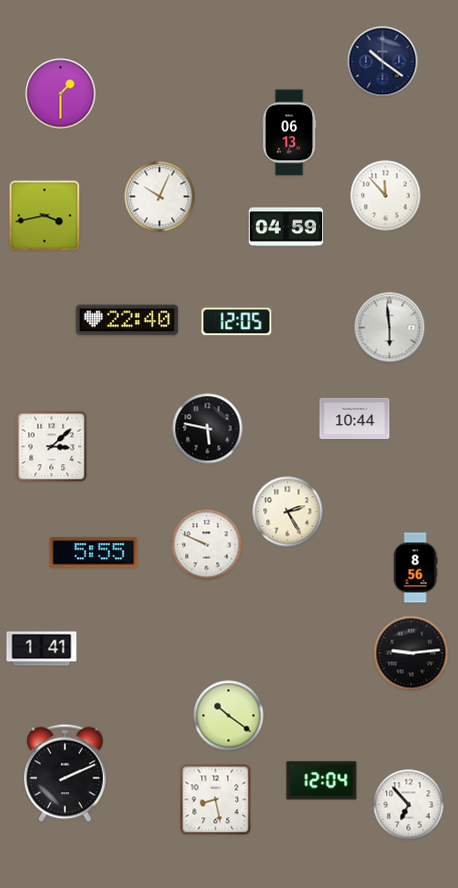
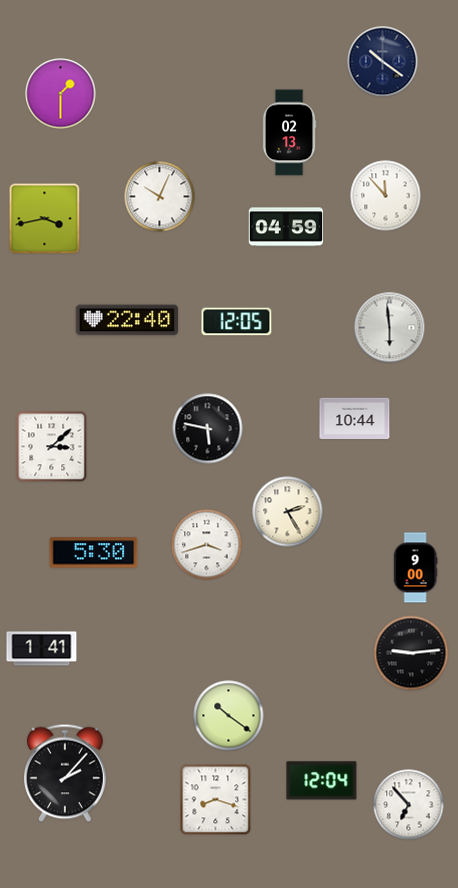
clock at (289, 133): 06:13 -> 02:13
clock at (45, 216) position: (45, 216) -> (45, 219)
clock at (207, 545): 9:49 -> 3:42
clock at (94, 553): 5:55 -> 5:30
clock at (415, 568): 8:56 -> 9:00
clock at (66, 773): 2:11 -> 2:07
clock at (216, 800): 8:28 -> 8:18
